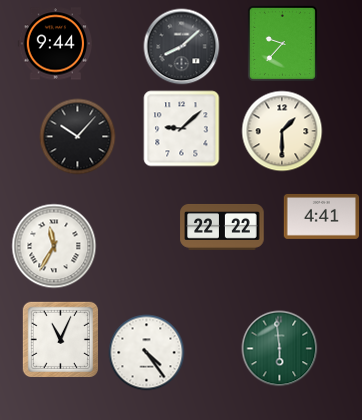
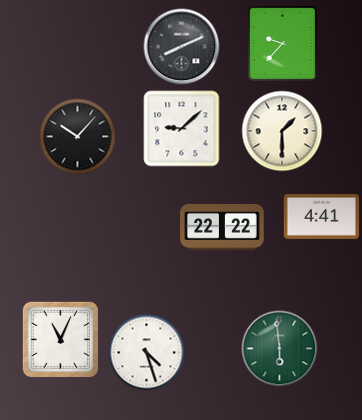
clock at (56, 44): 9:44 -> none
clock at (182, 47): 8:08 -> 8:11
clock at (54, 246): 11:35 -> none
clock at (147, 353): 4:24 -> 4:27
